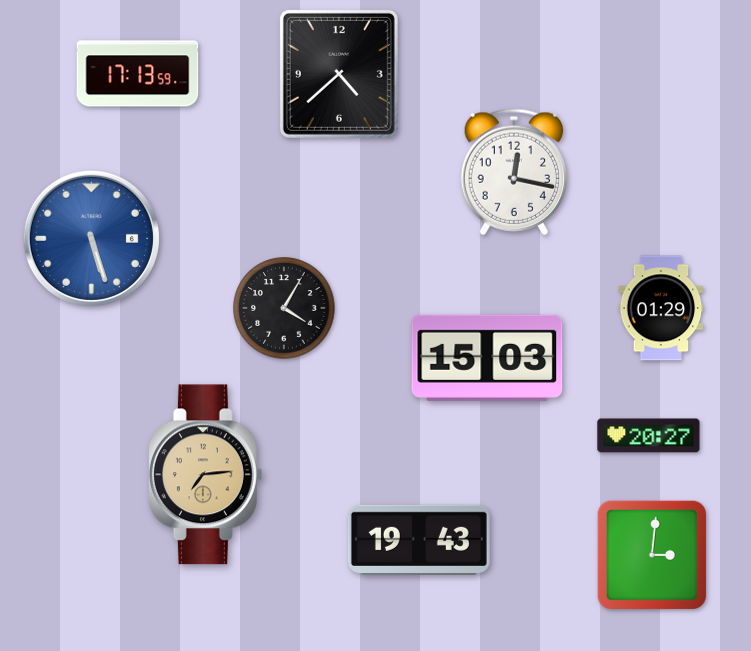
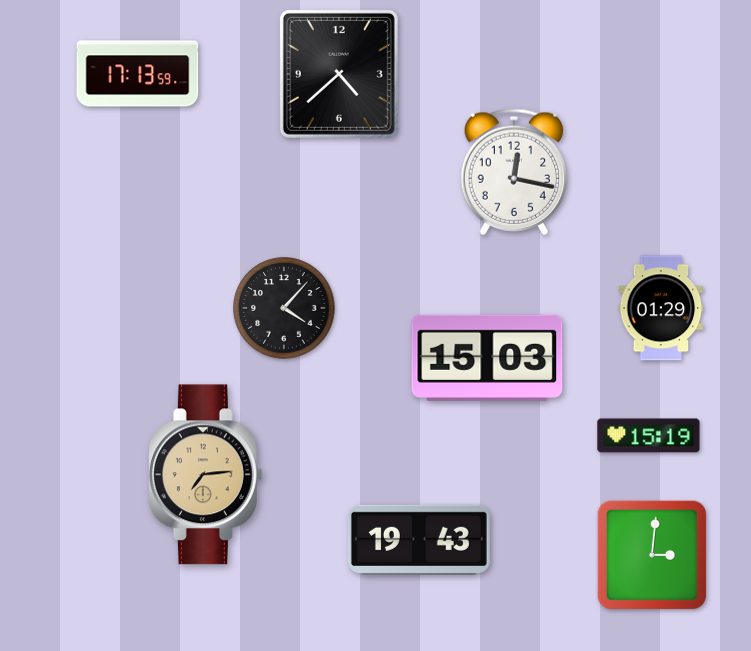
clock at (91, 238): 5:27 -> none
clock at (284, 308): 4:05 -> 4:07
clock at (649, 436): 20:27 -> 15:19
